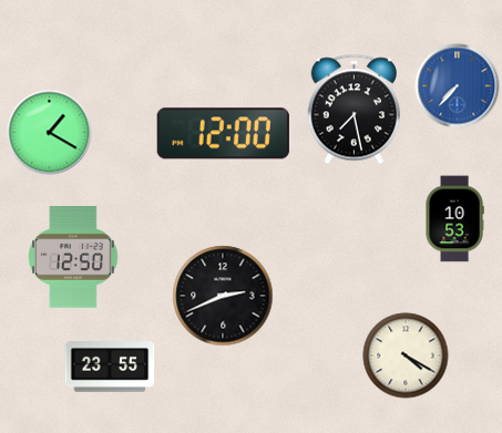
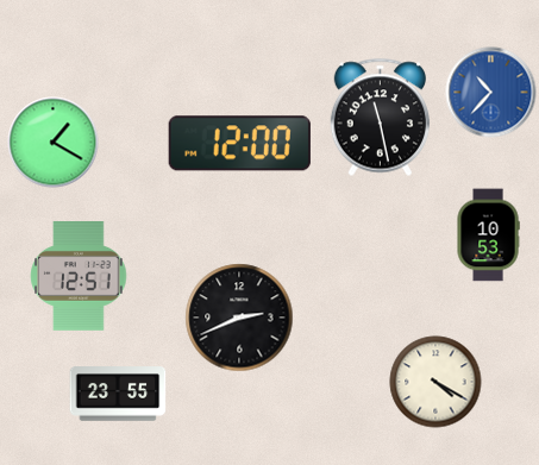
clock at (458, 86): 7:37 -> 10:37
clock at (354, 110): 7:28 -> 11:28
clock at (73, 258): 12:50 -> 12:51
